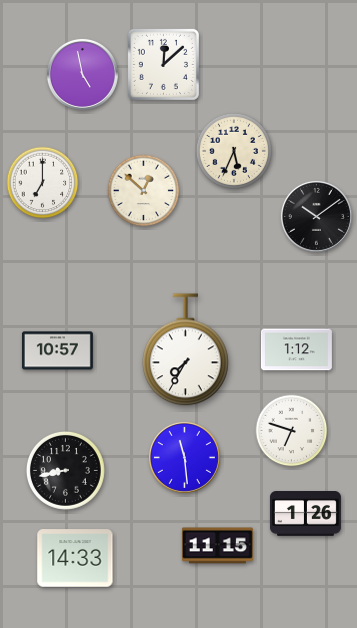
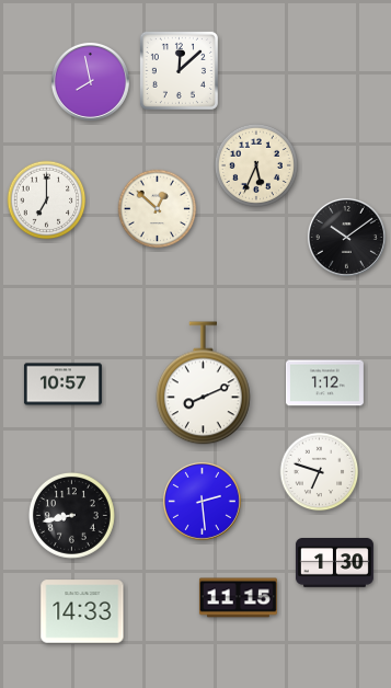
clock at (82, 74): 4:58 -> 7:58
clock at (186, 350): 7:35 -> 8:11
clock at (184, 457): 11:29 -> 2:29
clock at (305, 514): 1:26 -> 1:30
